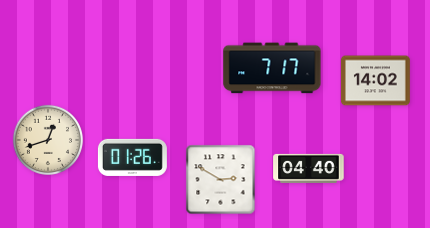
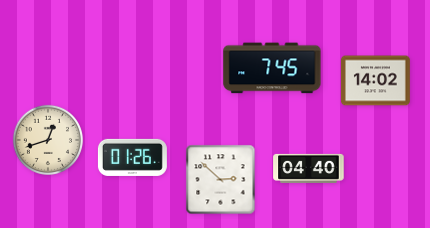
clock at (272, 68): 7:17 -> 7:45
clock at (221, 180): 2:50 -> 2:52
